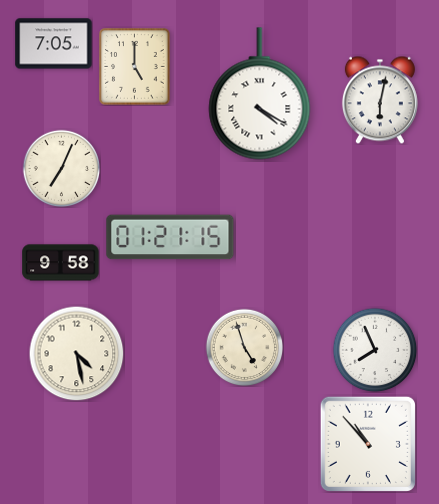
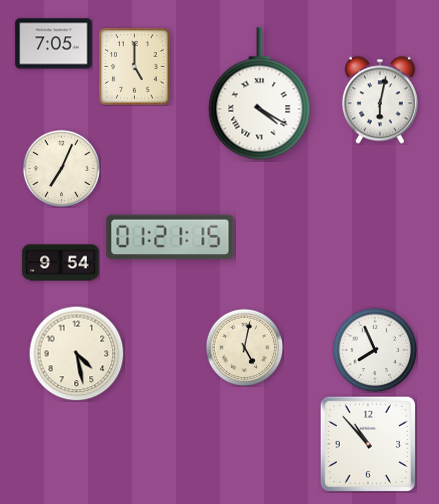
clock at (61, 263): 9:58 -> 9:54
clock at (244, 347): 4:57 -> 5:02
